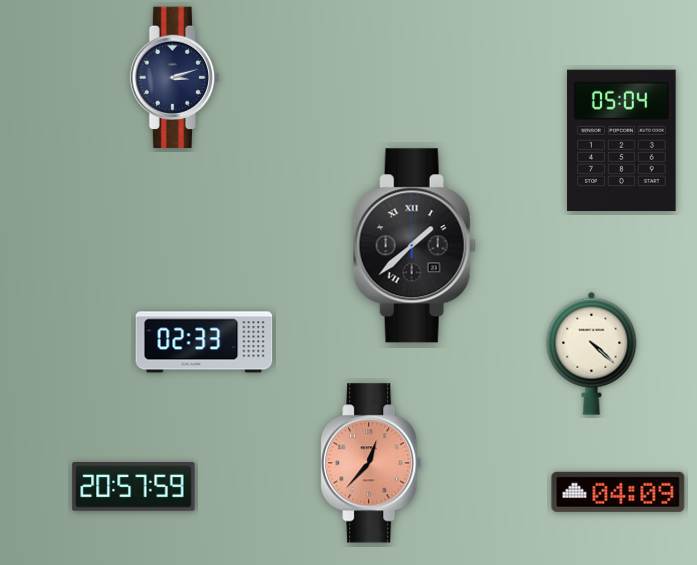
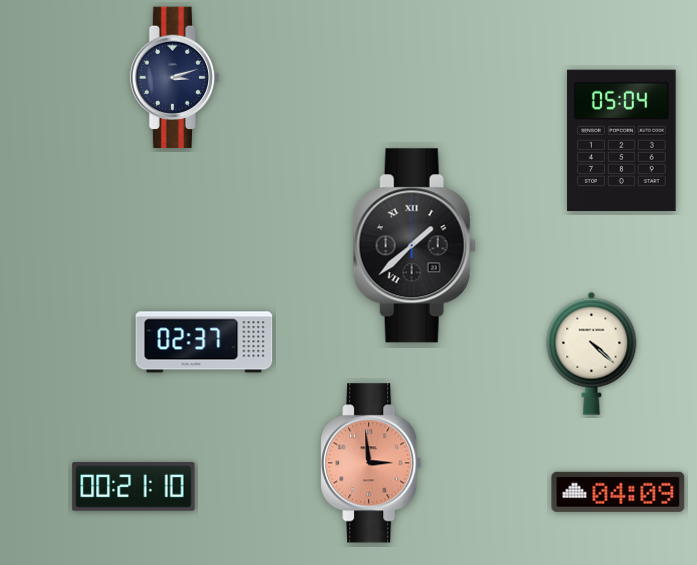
clock at (204, 342): 02:33 -> 02:37
clock at (371, 463): 12:37 -> 2:59
clock at (134, 487): 20:57 -> 00:21
